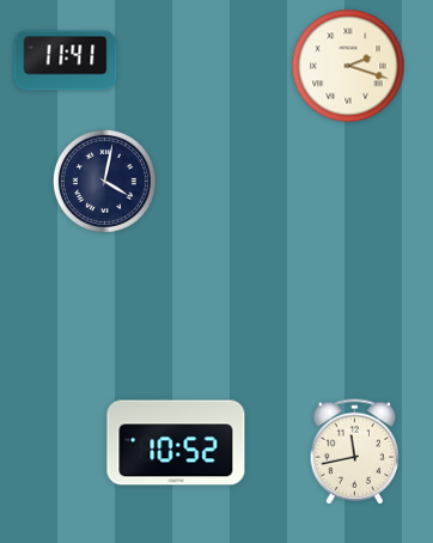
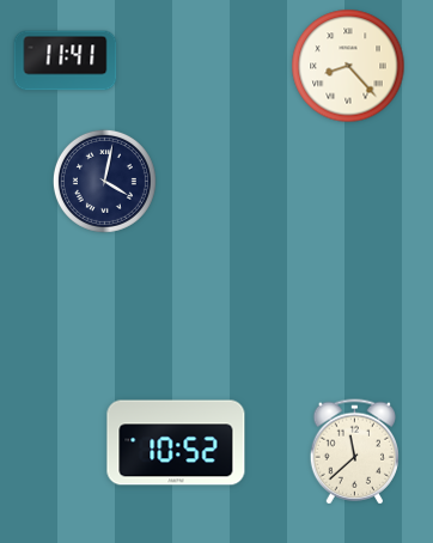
clock at (348, 66): 2:18 -> 8:23
clock at (354, 452): 11:43 -> 11:38
